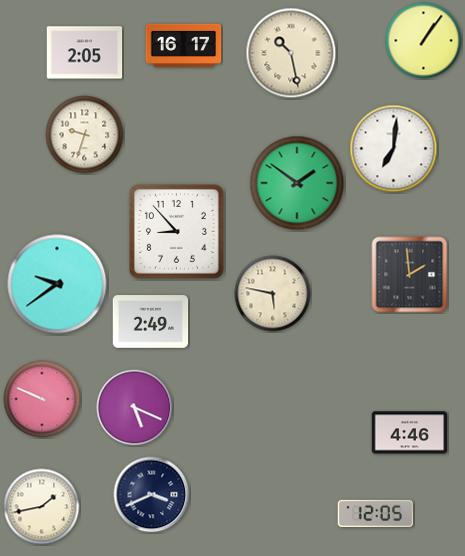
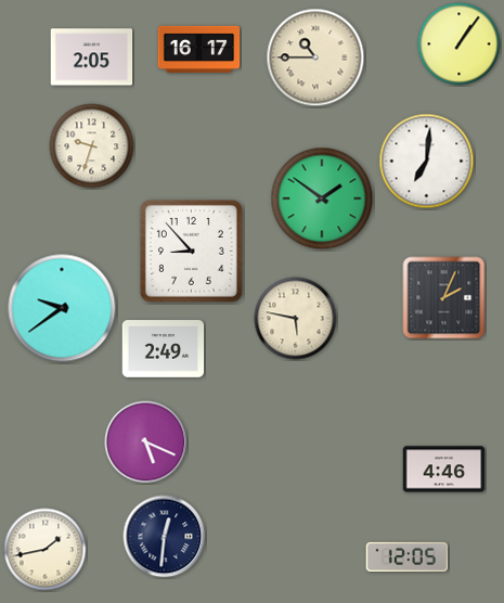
clock at (291, 53): 10:28 -> 10:45
clock at (410, 275): 1:59 -> 2:04
clock at (42, 399): 9:49 -> none
clock at (152, 495): 3:41 -> 12:31
